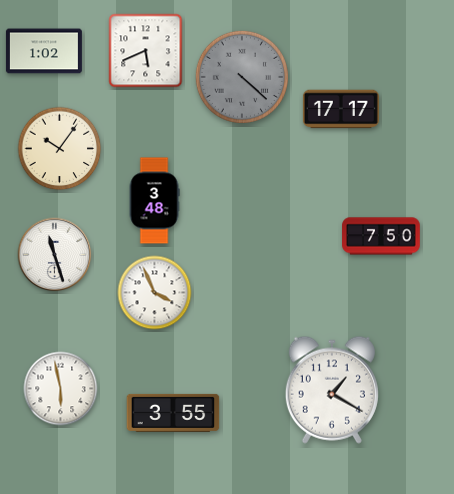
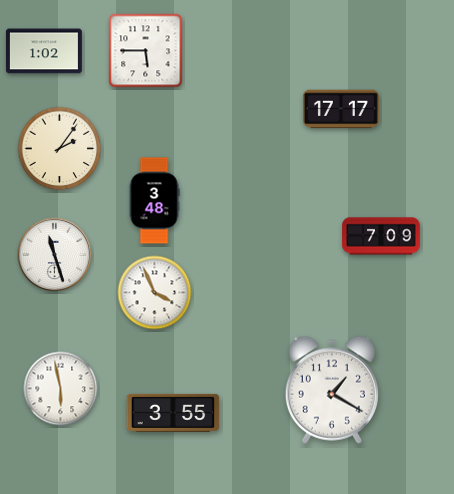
clock at (146, 51): 5:41 -> 5:45
clock at (242, 77): 4:22 -> none
clock at (60, 149): 10:06 -> 2:06
clock at (381, 236): 7:50 -> 7:09
